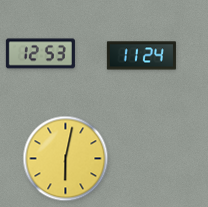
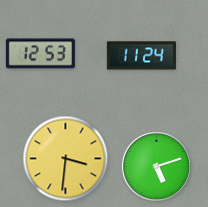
clock at (66, 159): 6:02 -> 3:31
clock at (156, 166): none -> 5:12
